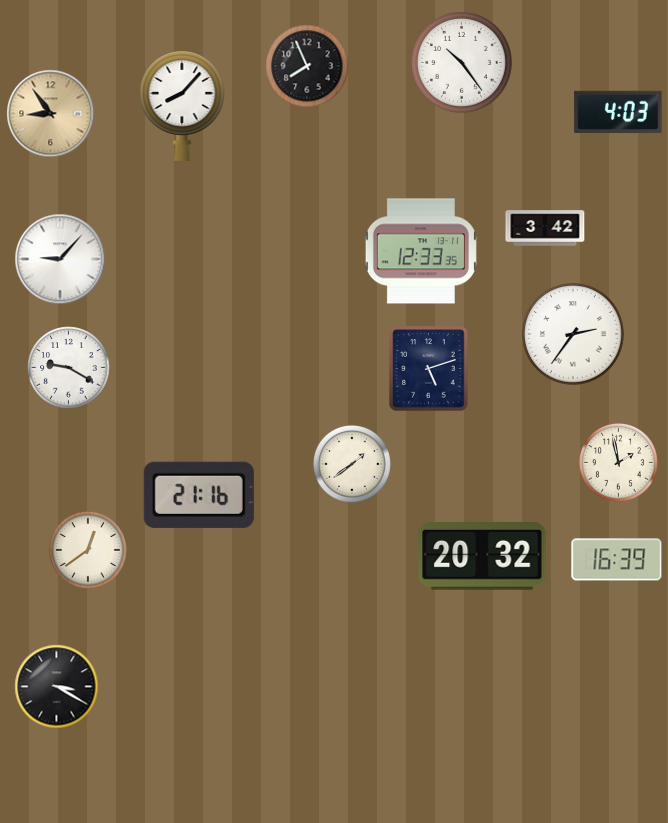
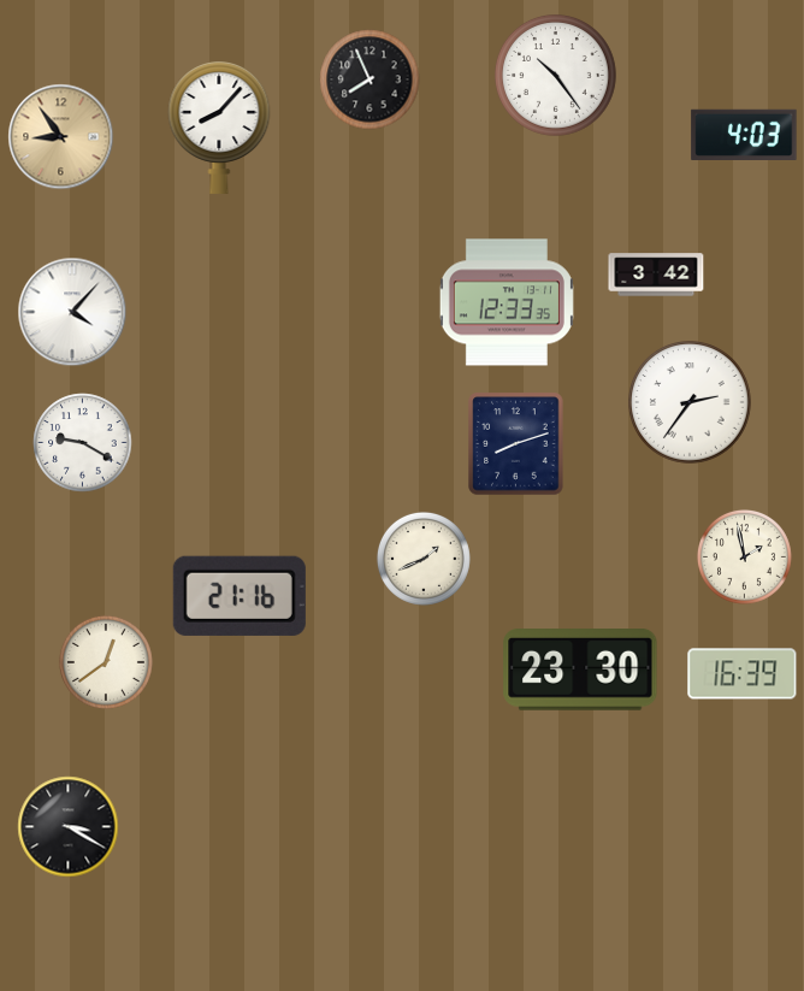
clock at (60, 259): 9:07 -> 4:07
clock at (429, 369): 5:12 -> 8:12
clock at (352, 464): 1:39 -> 1:41
clock at (482, 557): 20:32 -> 23:30
